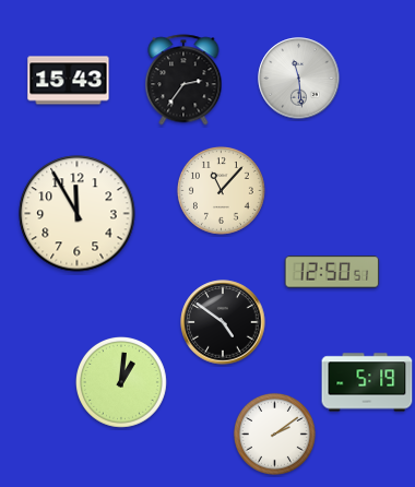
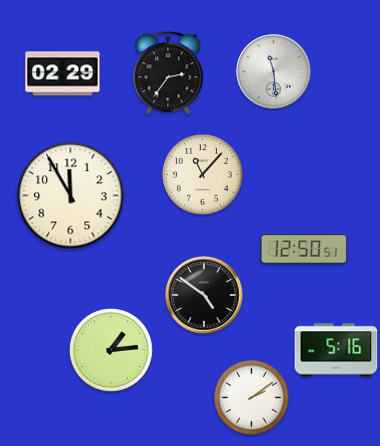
clock at (69, 81): 15:43 -> 02:29
clock at (367, 382): 5:19 -> 5:16
clock at (122, 383): 1:01 -> 1:14
